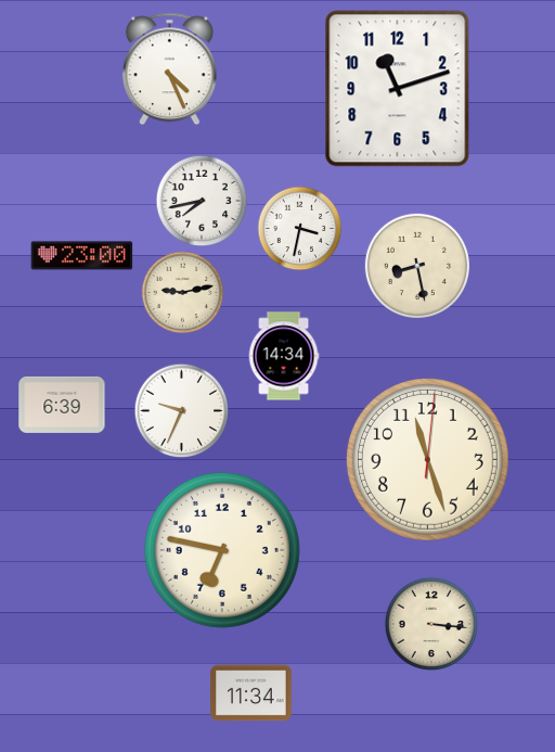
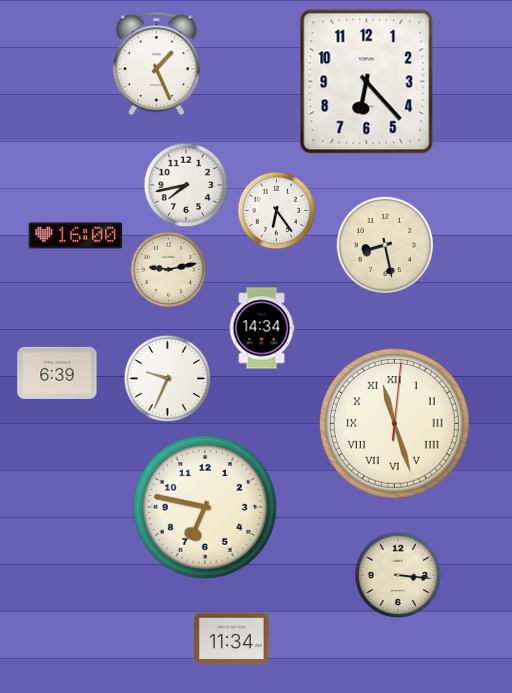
clock at (169, 69): 4:26 -> 1:26
clock at (398, 89): 11:12 -> 6:23
clock at (300, 229): 3:32 -> 6:24
clock at (82, 256): 23:00 -> 16:00
clock at (427, 459) numerals: Arabic -> Roman
